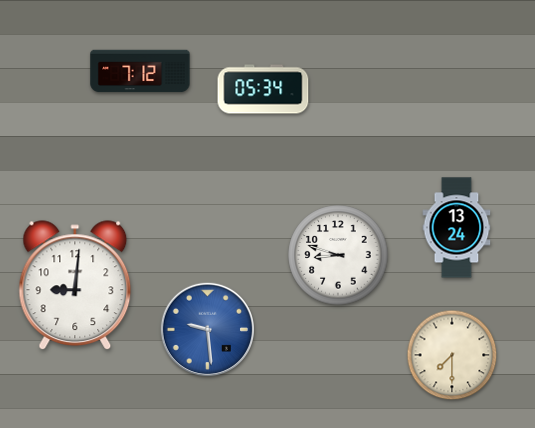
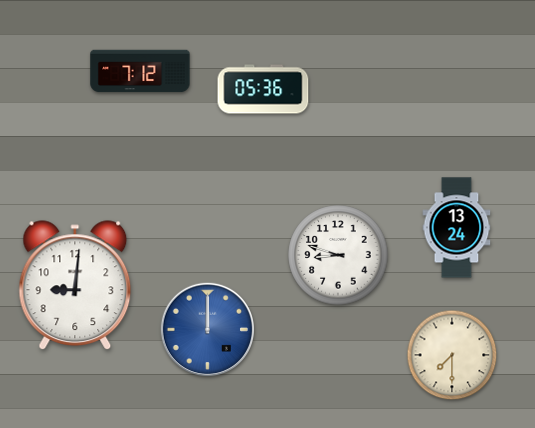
clock at (263, 89): 05:34 -> 05:36
clock at (207, 329): 9:29 -> 12:00
